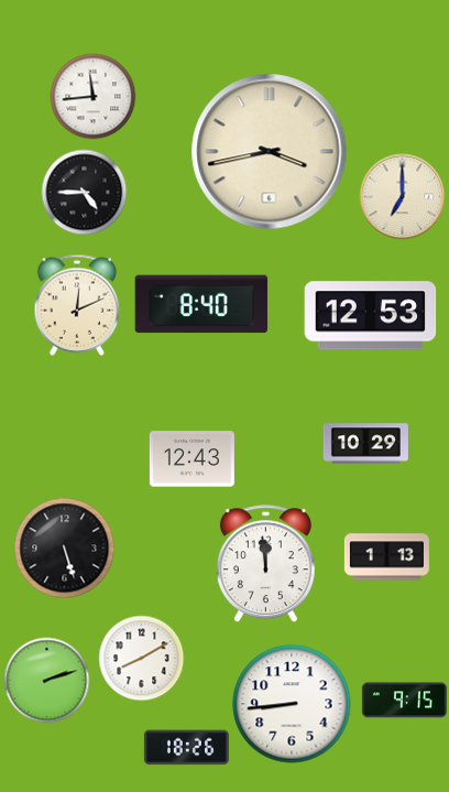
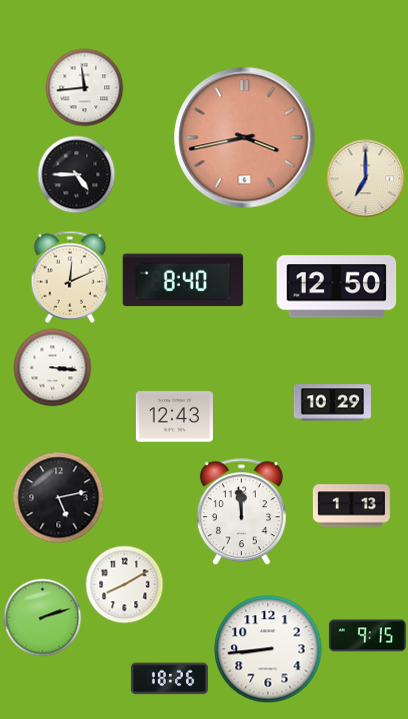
clock at (270, 152) dial: cream -> salmon
clock at (201, 304) position: (201, 304) -> (183, 280)
clock at (371, 316): 12:53 -> 12:50
clock at (52, 367): none -> 3:16
clock at (64, 547): 5:27 -> 5:13
clock at (141, 658) position: (141, 658) -> (124, 584)
clock at (292, 704) position: (292, 704) -> (268, 649)
